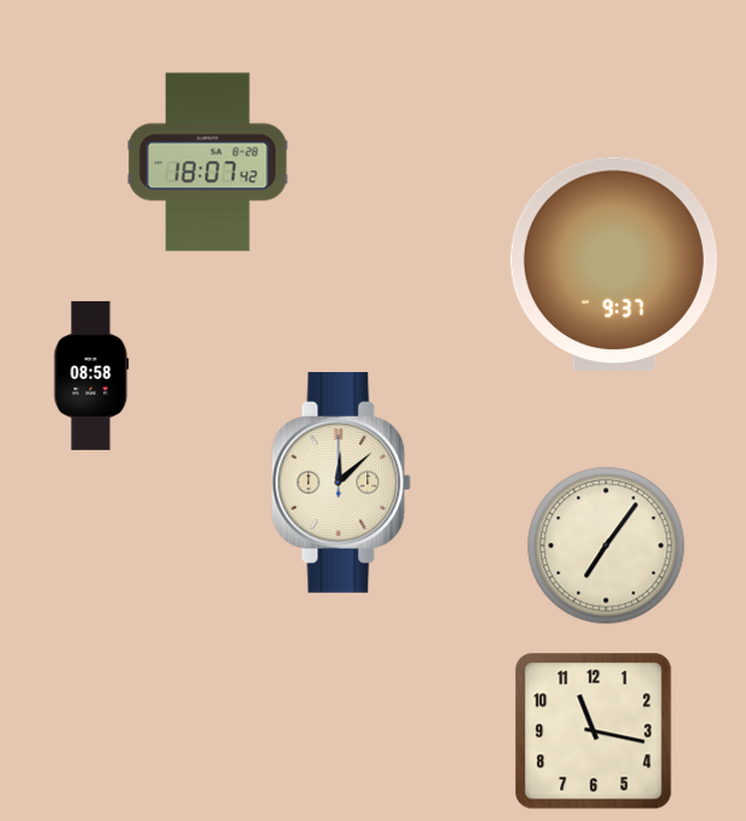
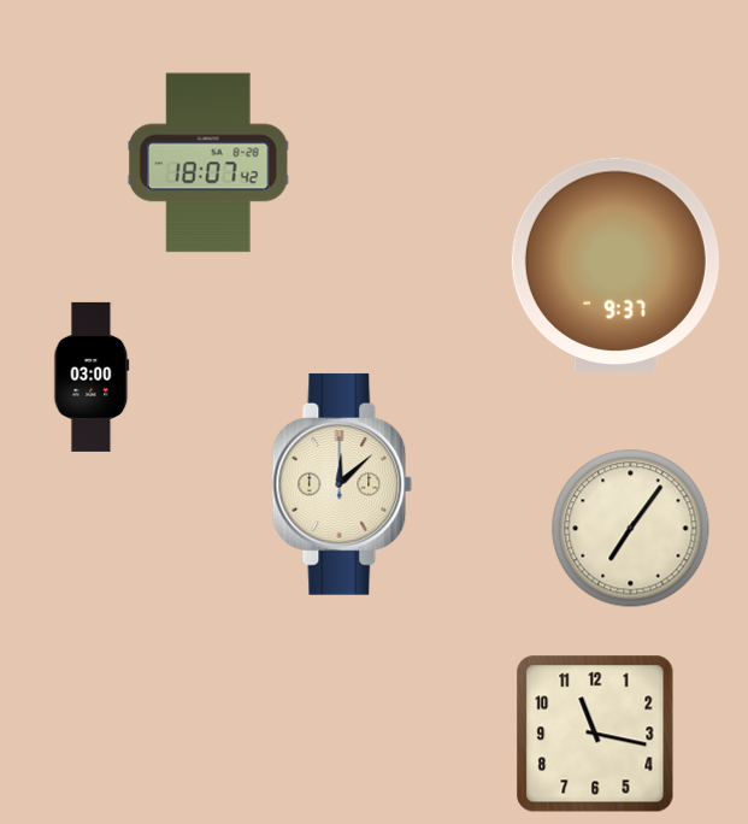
clock at (91, 376): 08:58 -> 03:00
clock at (607, 546) position: (607, 546) -> (631, 529)
